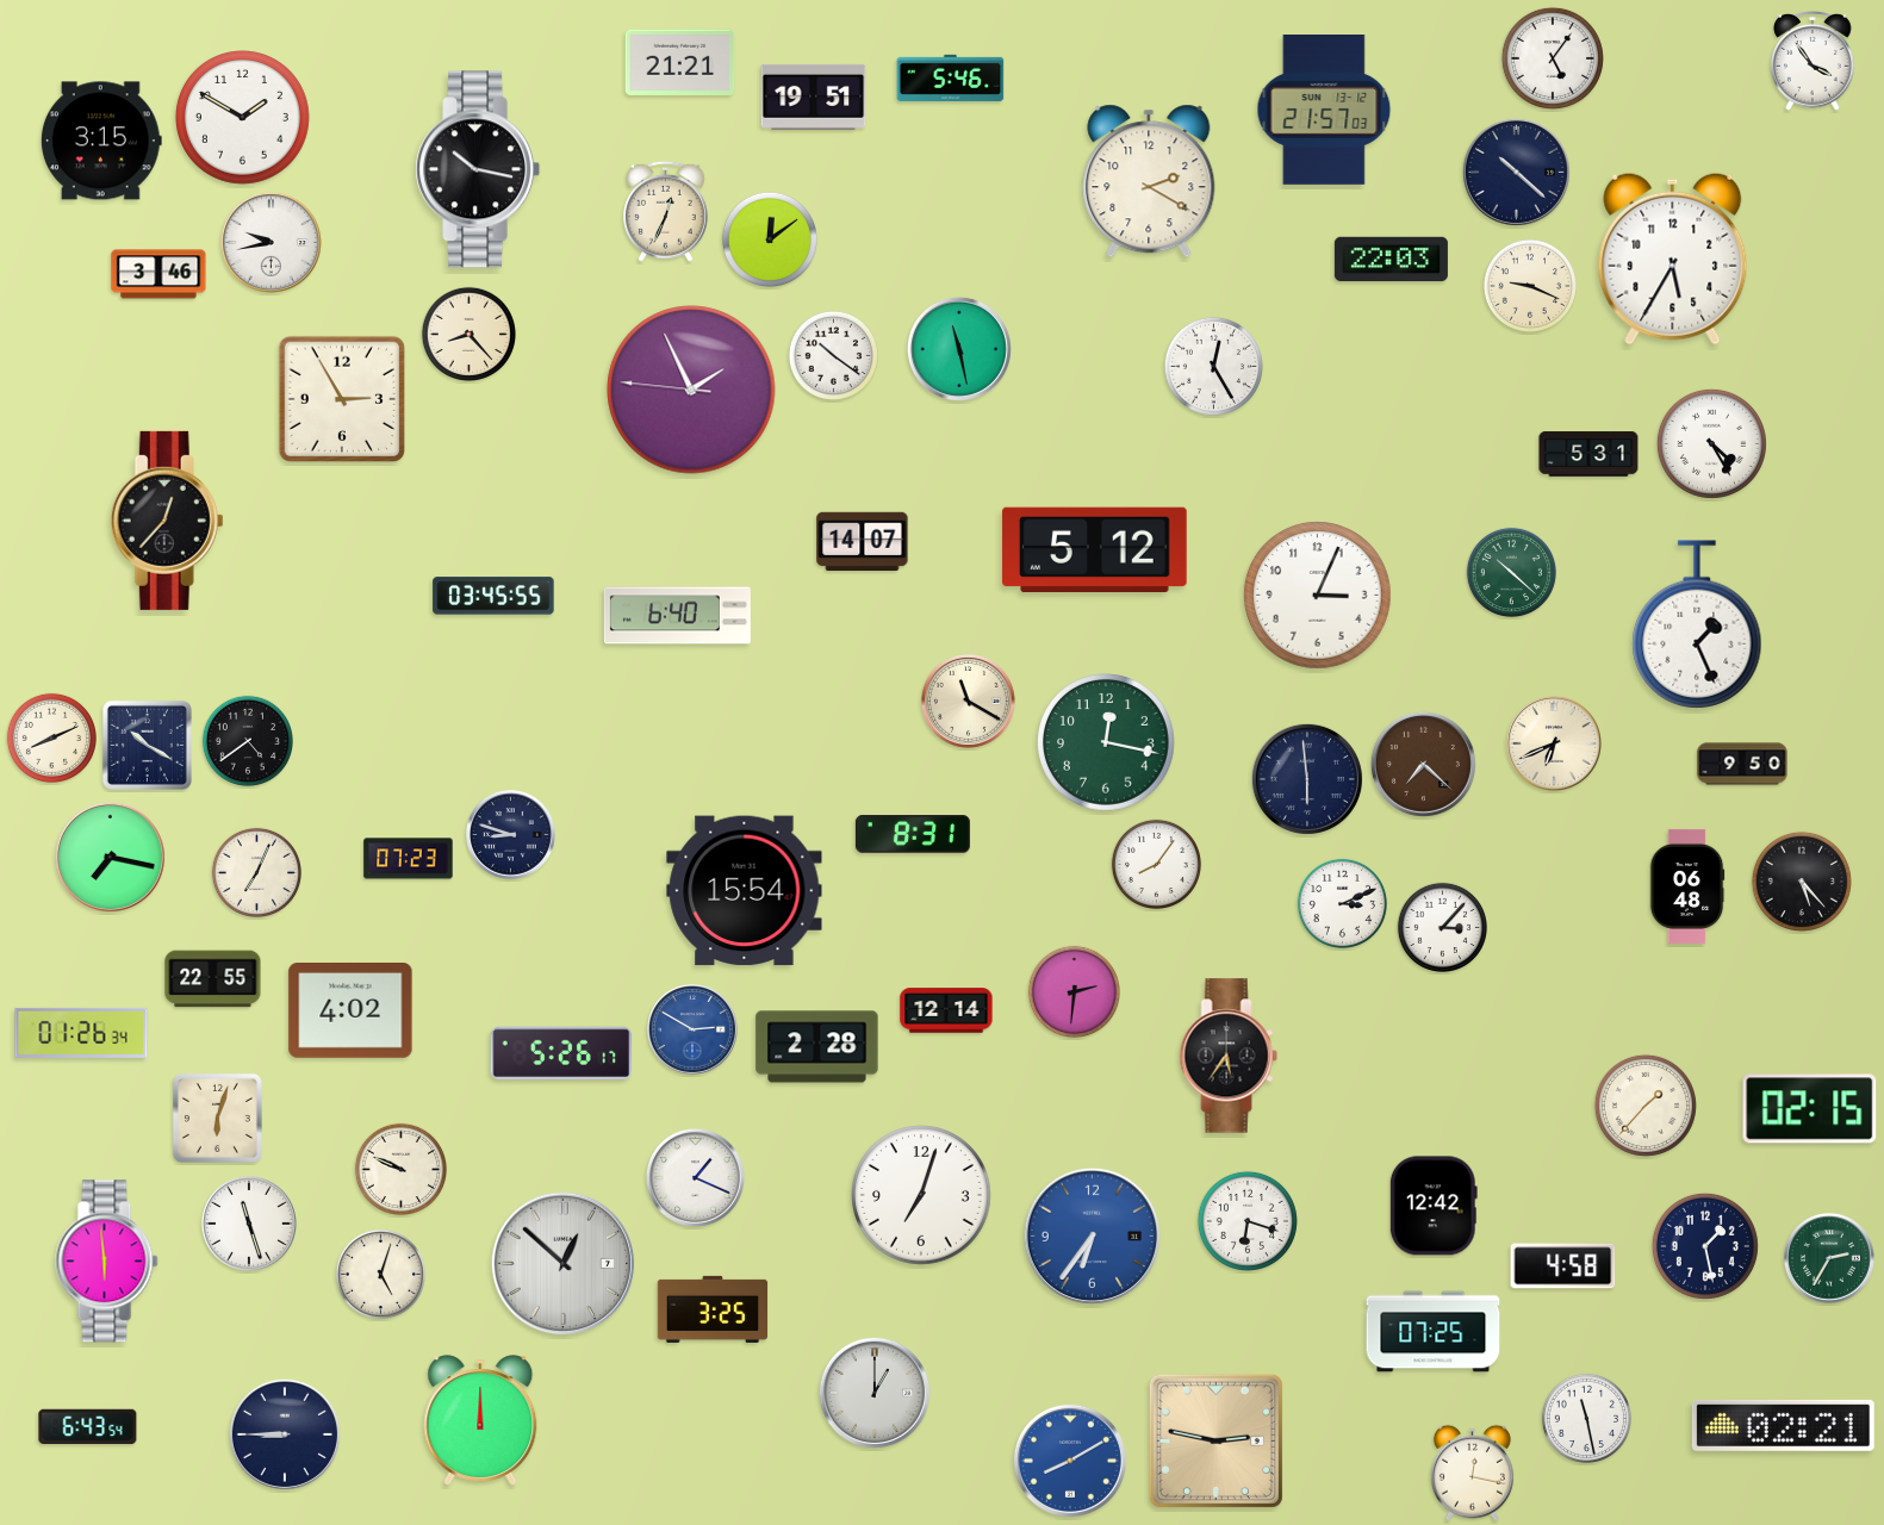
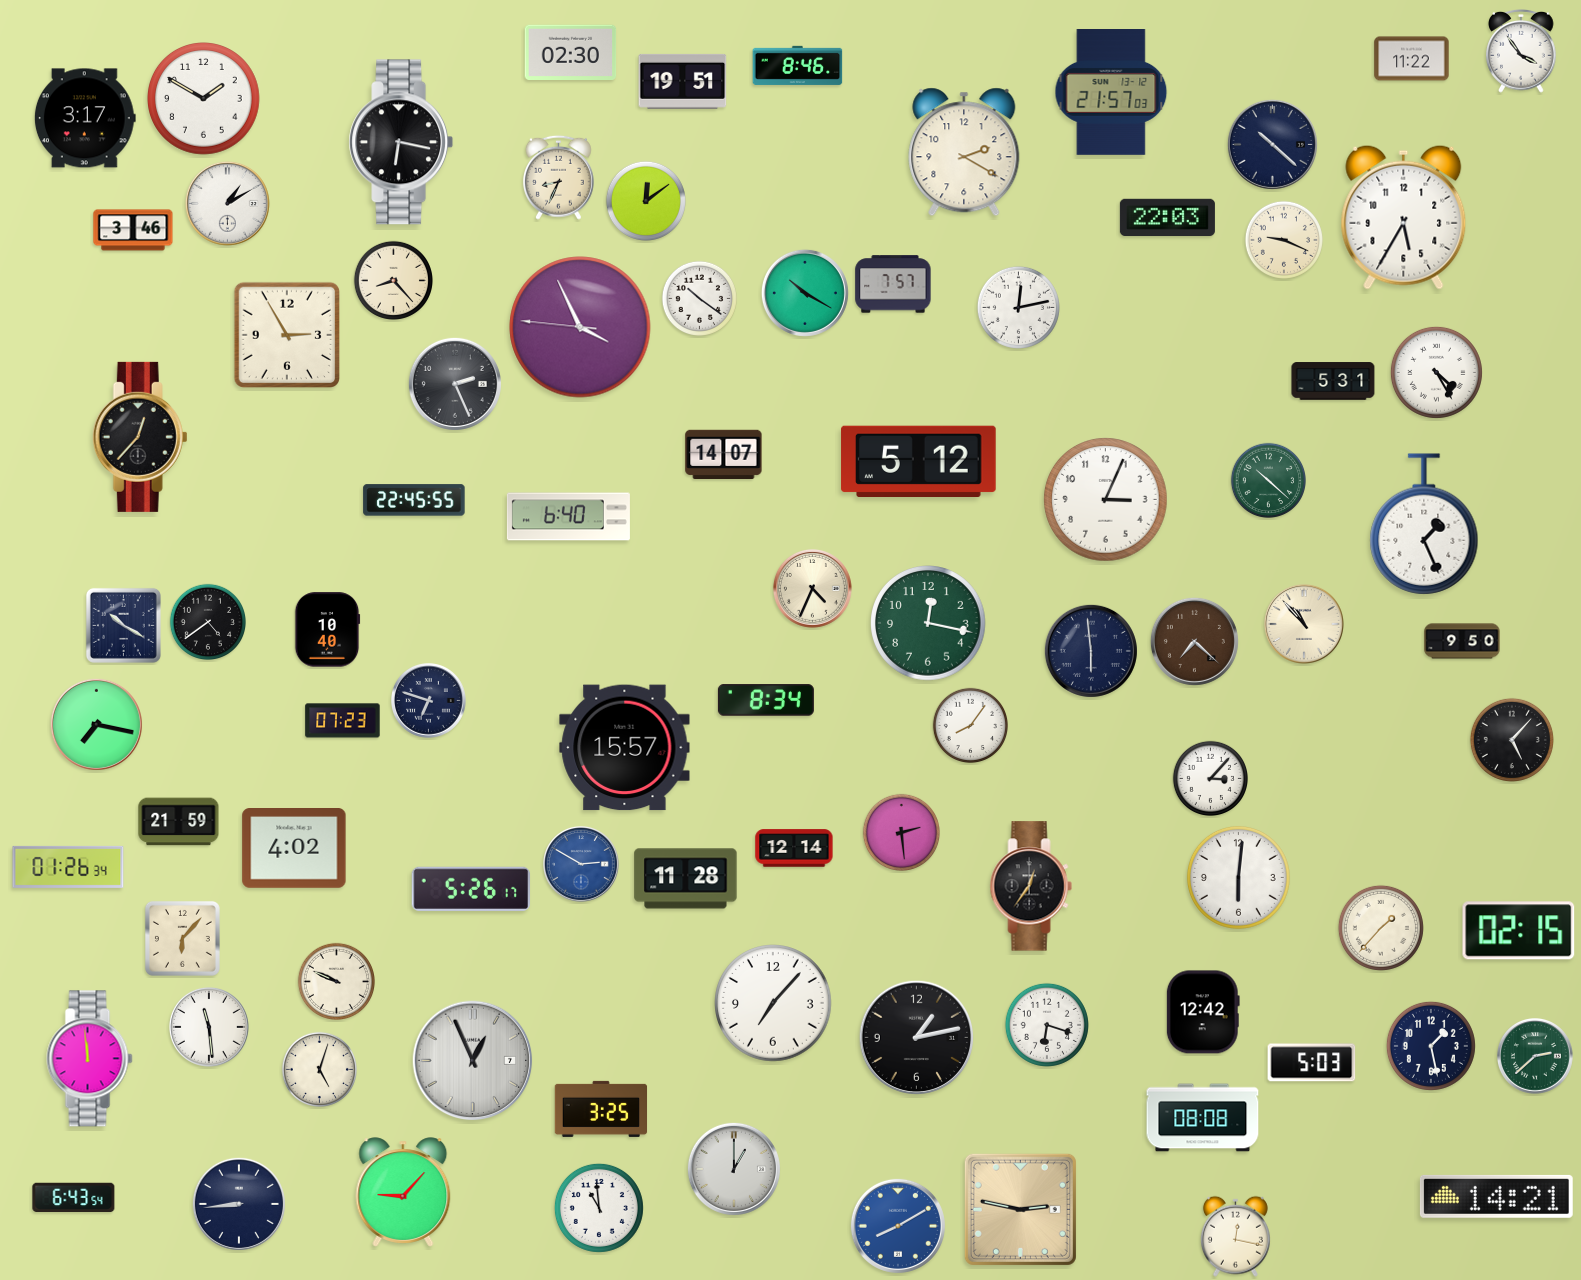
clock at (1553, 58): 5:06 -> none
clock at (680, 62): 21:21 -> 02:30
clock at (1412, 59): none -> 11:22
clock at (951, 77): 5:46 -> 8:46
clock at (101, 141): 3:15 -> 3:17
clock at (478, 169): 10:17 -> 6:17
clock at (665, 211): 12:34 -> 8:34
clock at (271, 242): 9:43 -> 1:10
clock at (893, 284): none -> 7:57
clock at (959, 349): 11:28 -> 10:20
clock at (1213, 366): 12:25 -> 12:13
clock at (691, 390): 1:55 -> 3:55
clock at (455, 384): none -> 2:26
clock at (493, 596): 03:45 -> 22:45
clock at (968, 701): 11:20 -> 4:34
clock at (51, 737): 8:11 -> none
clock at (1554, 743): 6:41 -> 10:53
clock at (327, 630): none -> 10:40
clock at (1307, 779) position: (1307, 779) -> (1091, 651)
clock at (913, 834): 8:31 -> 8:34
clock at (511, 835): 8:48 -> 6:48
clock at (110, 857) position: (110, 857) -> (96, 724)
clock at (256, 872): 7:04 -> none
clock at (1802, 882): 5:23 -> 5:07
clock at (1687, 886): 06:48 -> none
clock at (745, 891): 15:54 -> 15:57
clock at (1342, 903): 3:11 -> none
clock at (213, 979): 22:55 -> 21:59
clock at (1074, 991): 2:31 -> 2:29
clock at (1238, 877): none -> 6:01
clock at (817, 1047): 2:28 -> 11:28
clock at (561, 1053) position: (561, 1053) -> (471, 889)
clock at (1229, 1056): 5:36 -> 12:36
clock at (217, 1118): 6:03 -> 6:07
clock at (695, 1177): 1:19 -> none
clock at (921, 1195): 7:03 -> 7:07
clock at (249, 1224): 11:27 -> 11:29
clock at (1093, 1237): 6:36 -> 1:13
clock at (1093, 1237) dial: blue -> black
clock at (1830, 1259): 2:35 -> 2:38
clock at (107, 1262): 5:59 -> 11:59
clock at (564, 1264): 12:52 -> 12:56
clock at (1563, 1266): 4:58 -> 5:03
clock at (713, 1309) position: (713, 1309) -> (601, 1109)
clock at (1434, 1332): 07:25 -> 08:08
clock at (1586, 1418): 11:28 -> none
clock at (480, 1420): 12:00 -> 9:07
clock at (1783, 1425): 02:21 -> 14:21
clock at (285, 1434): 8:45 -> 8:44
clock at (599, 1208): none -> 10:59
